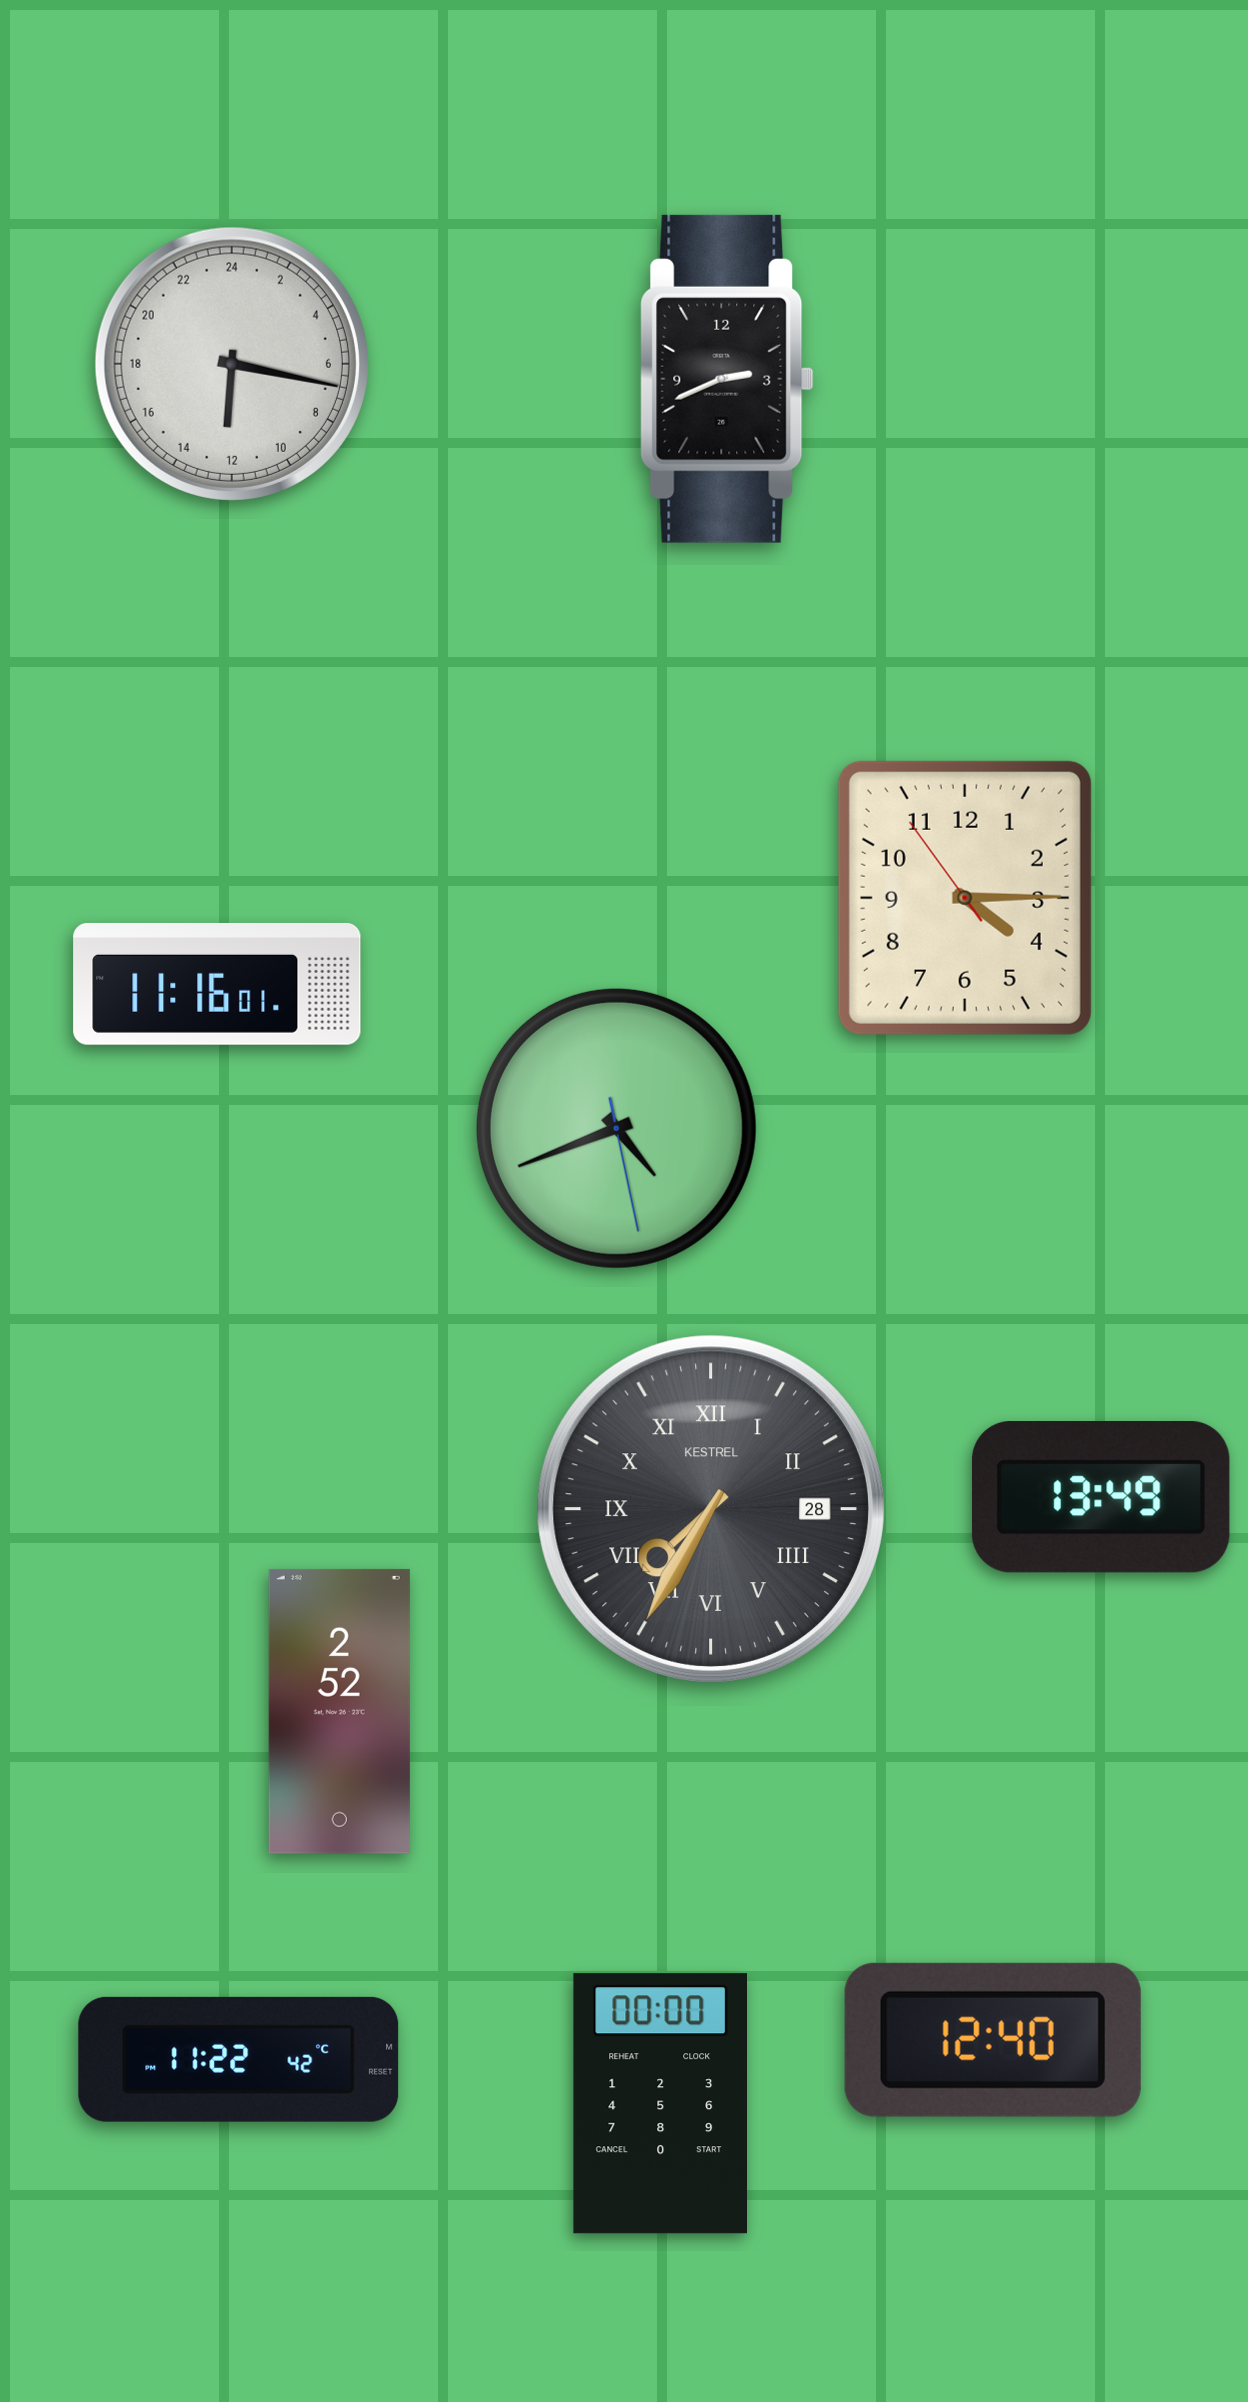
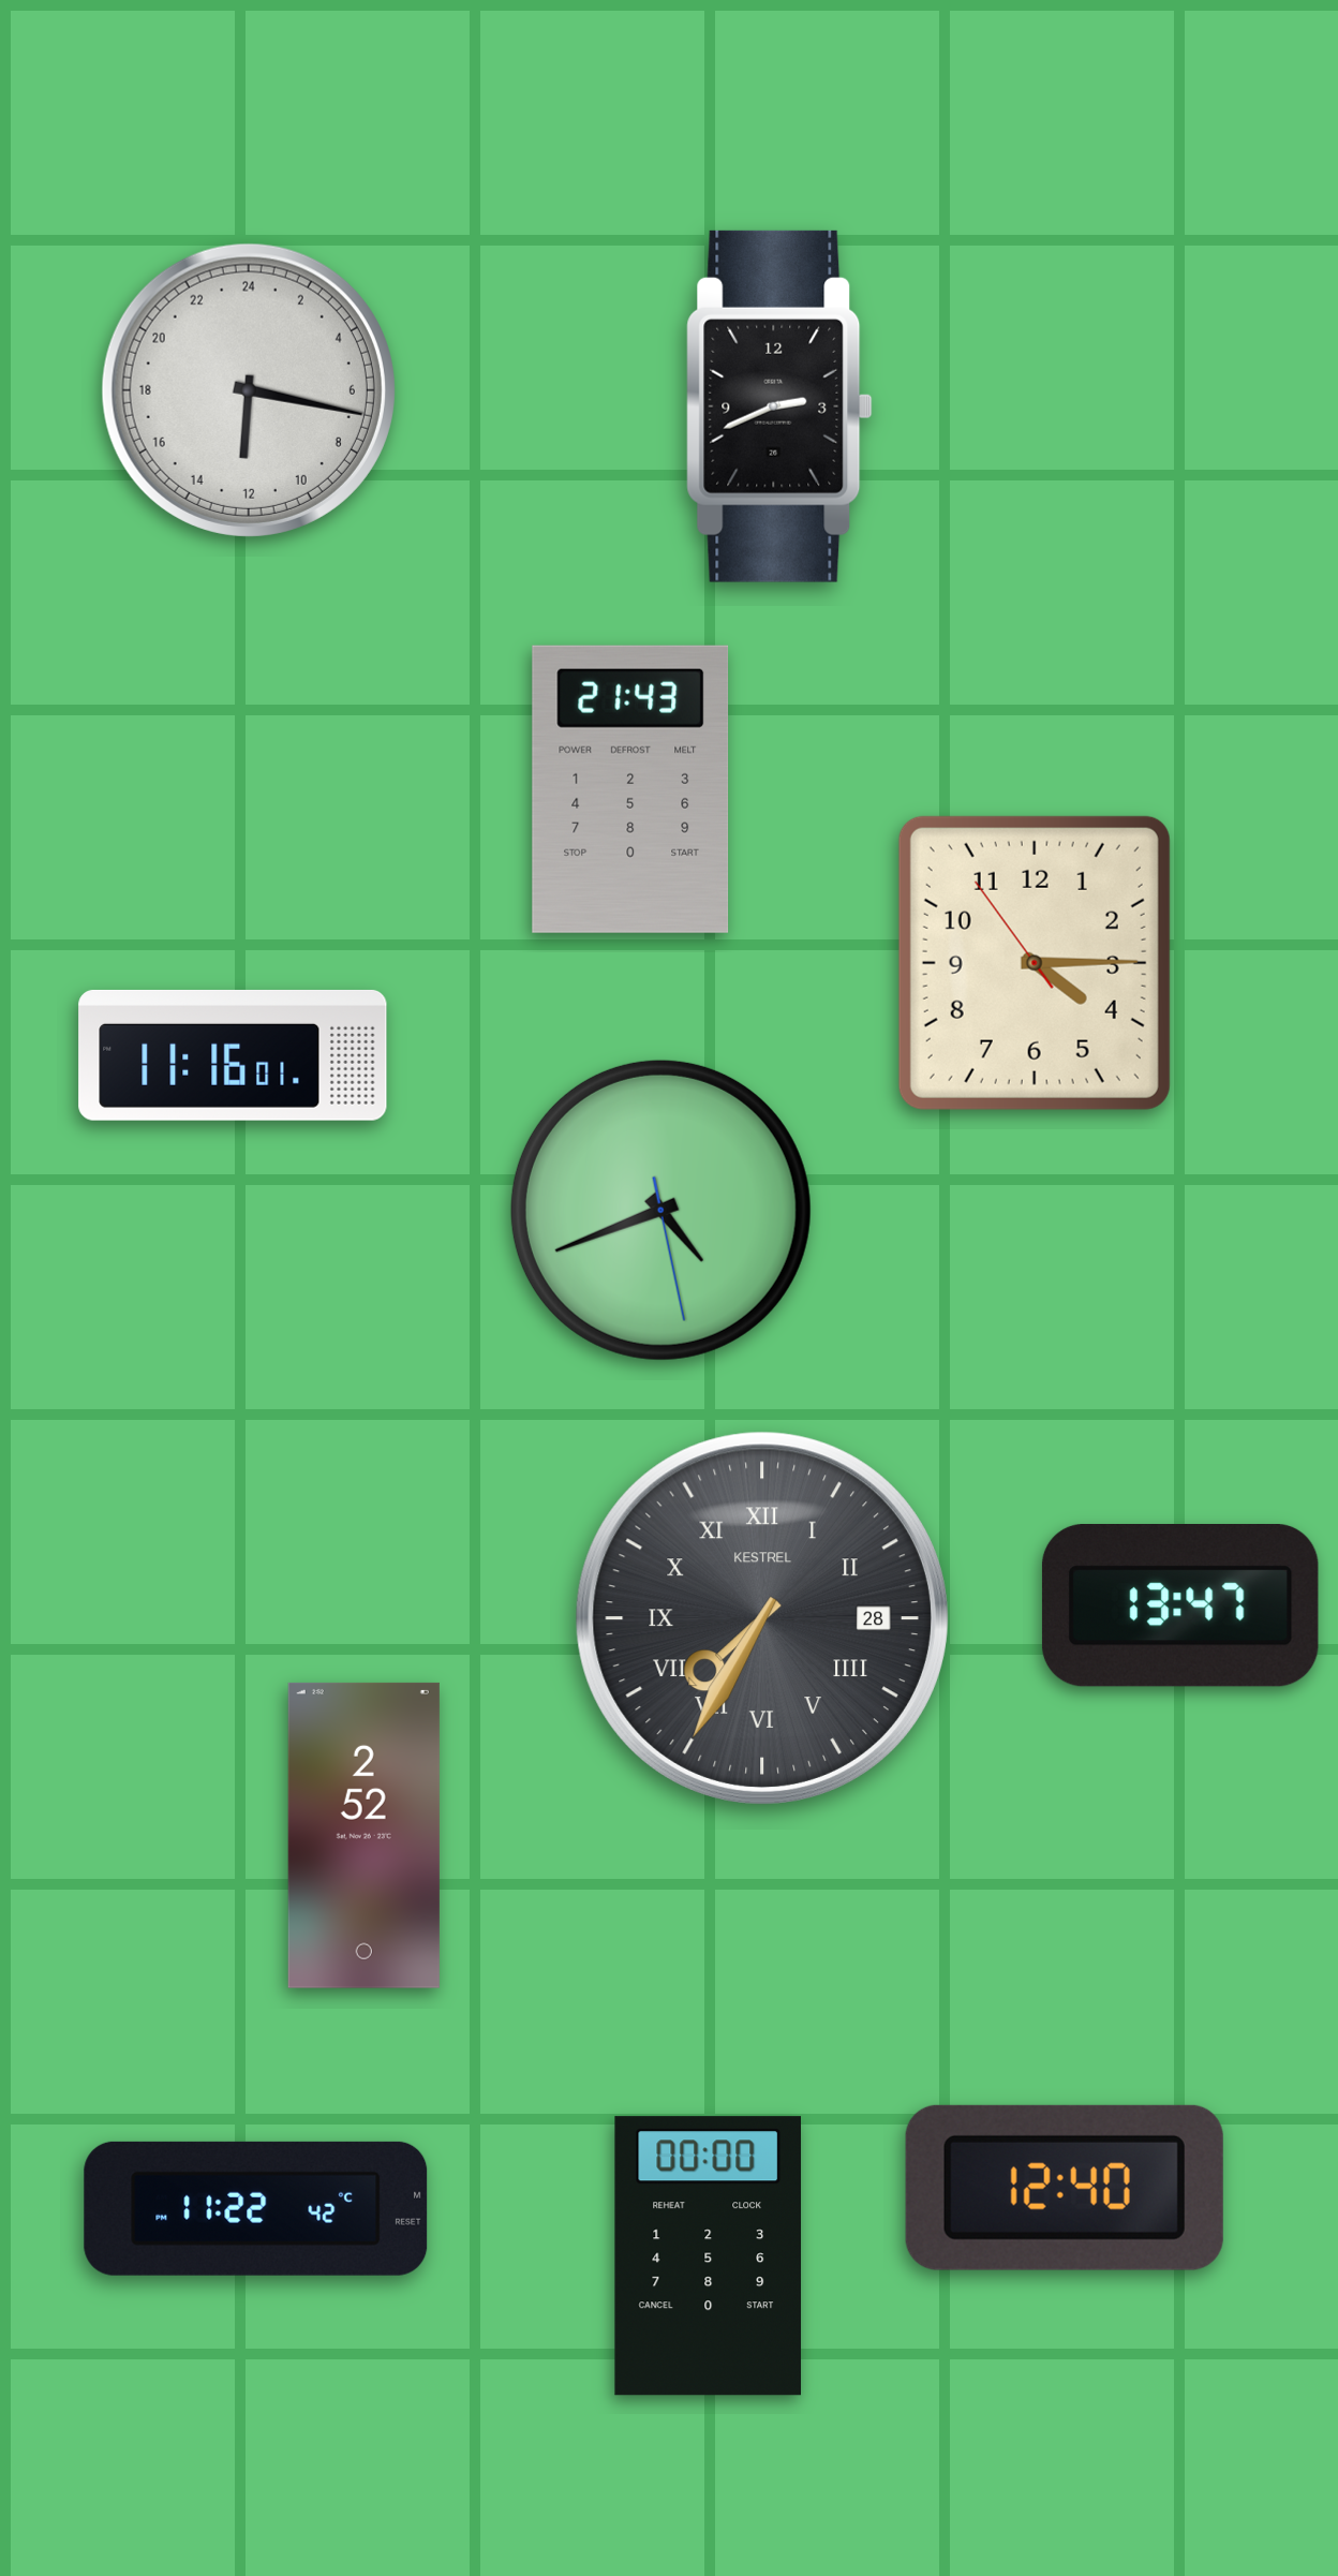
clock at (630, 789): none -> 21:43
clock at (1101, 1498): 13:49 -> 13:47
